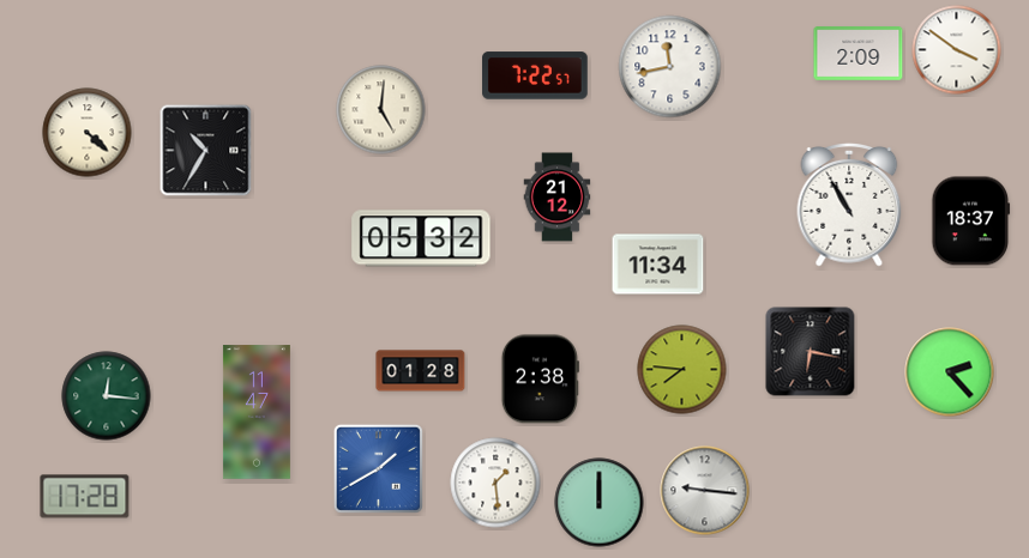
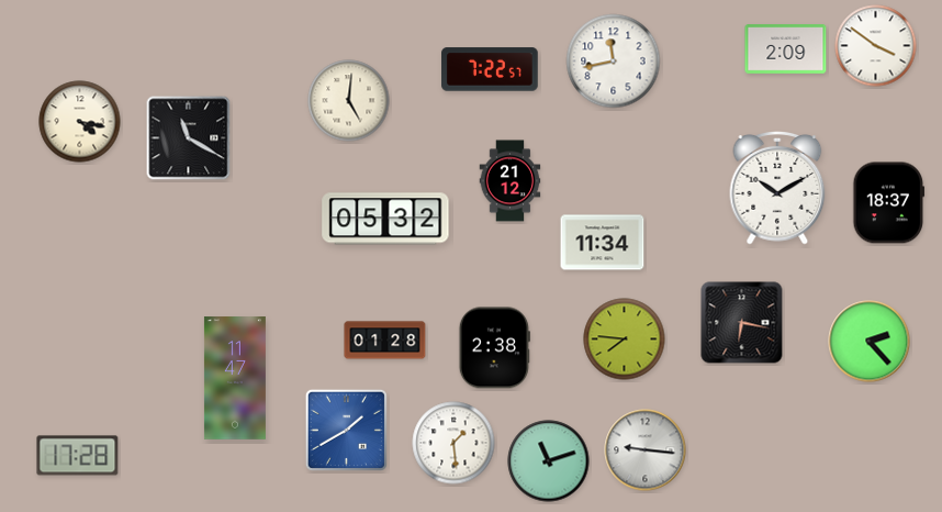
clock at (88, 133): 4:22 -> 4:17
clock at (206, 151): 10:35 -> 11:20
clock at (849, 206): 10:55 -> 10:10
clock at (107, 396): 12:16 -> none
clock at (600, 503): 12:00 -> 11:12
